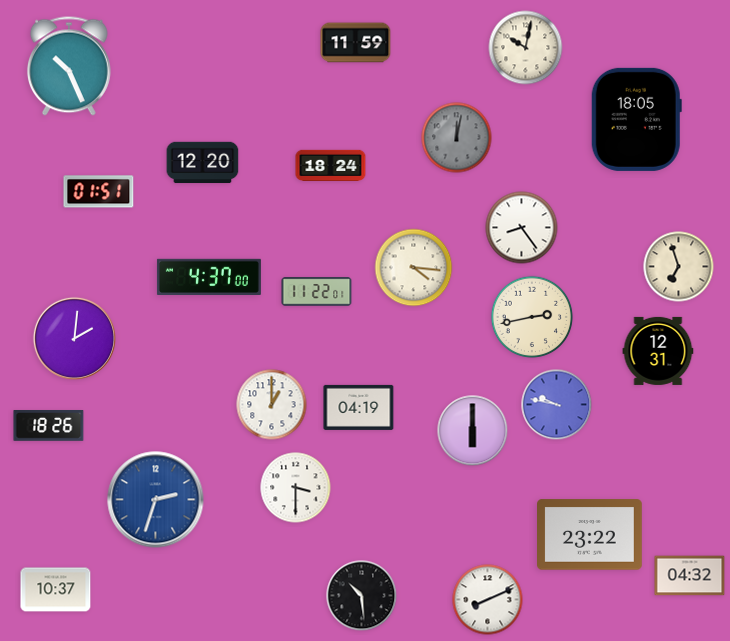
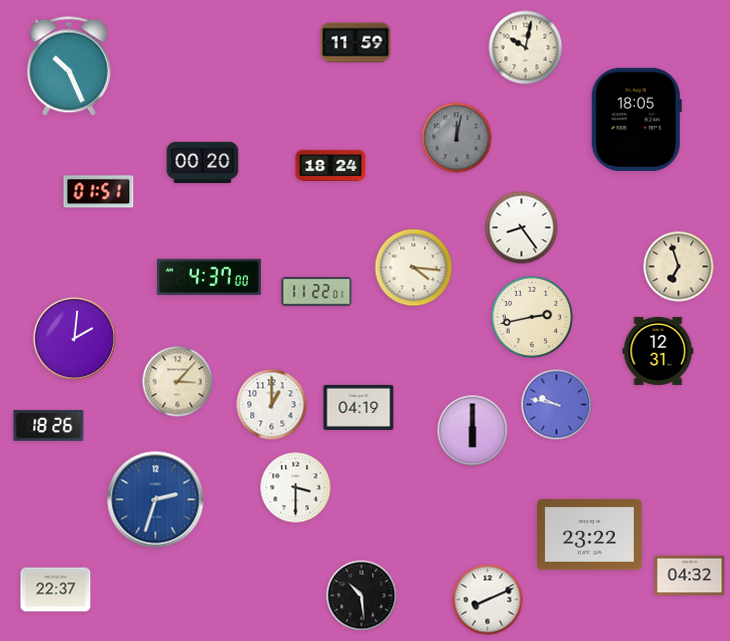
clock at (203, 163): 12:20 -> 00:20
clock at (178, 382): none -> 3:07
clock at (56, 590): 10:37 -> 22:37
